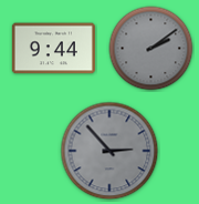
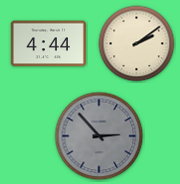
clock at (53, 49): 9:44 -> 4:44
clock at (151, 49) dial: grey -> cream
